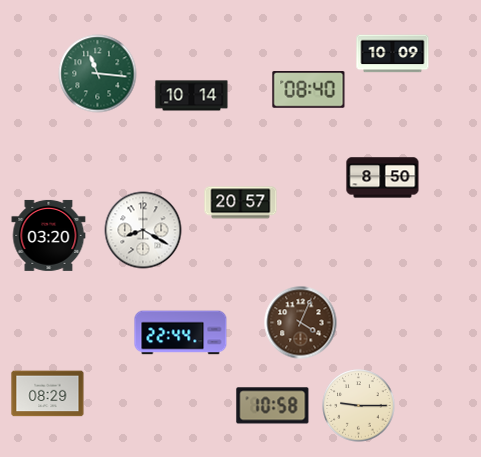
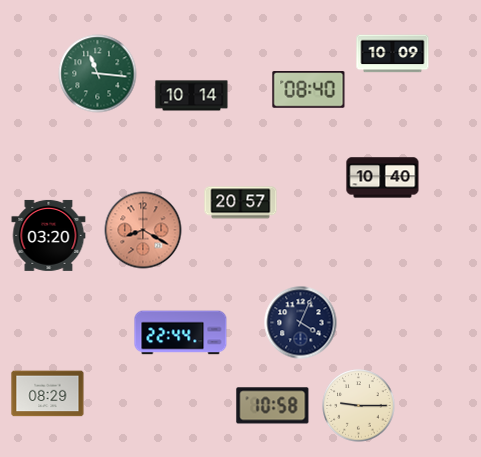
clock at (383, 178): 8:50 -> 10:40
clock at (143, 230) dial: white -> salmon
clock at (301, 323) dial: brown -> navy
